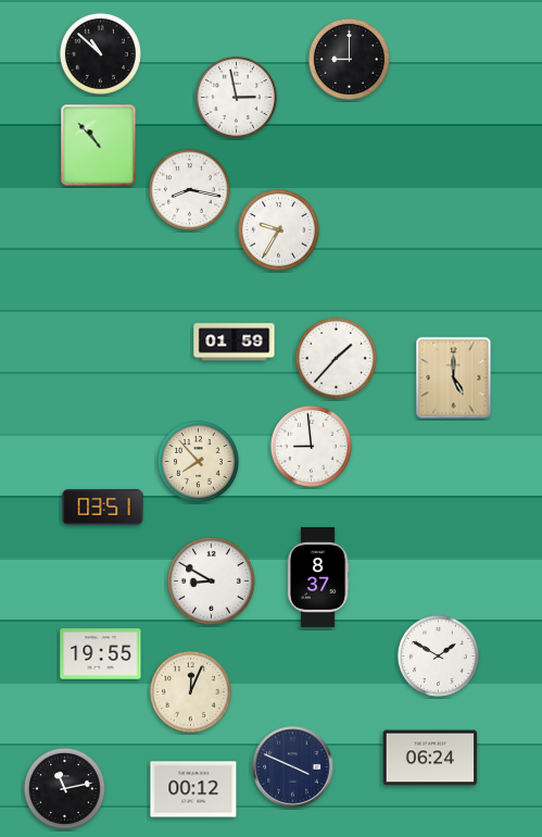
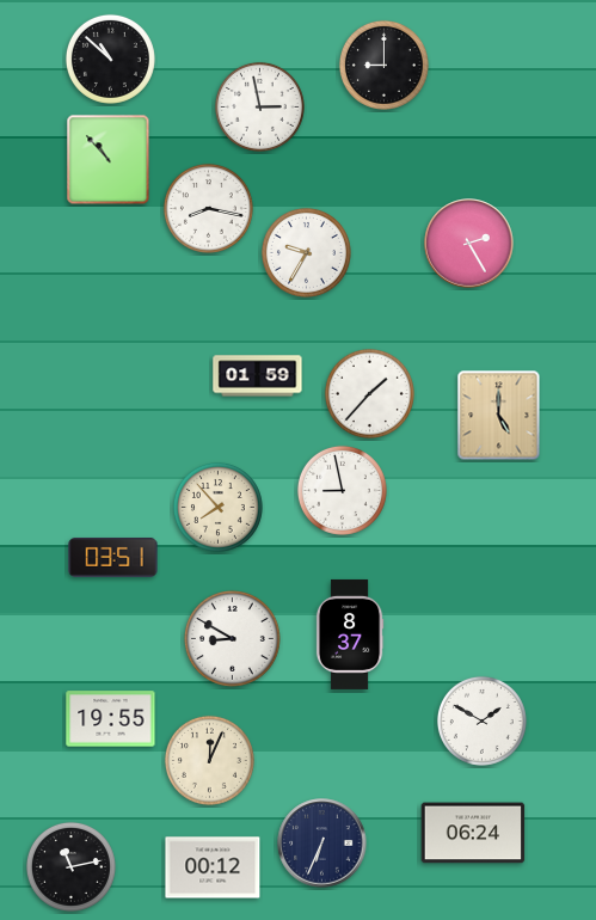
clock at (469, 244): none -> 2:25
clock at (311, 446): 8:59 -> 8:58
clock at (293, 767): 3:49 -> 6:34
